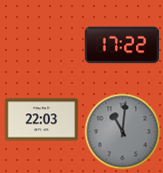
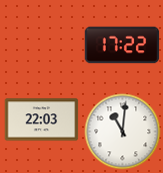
clock at (123, 132) dial: grey -> white
